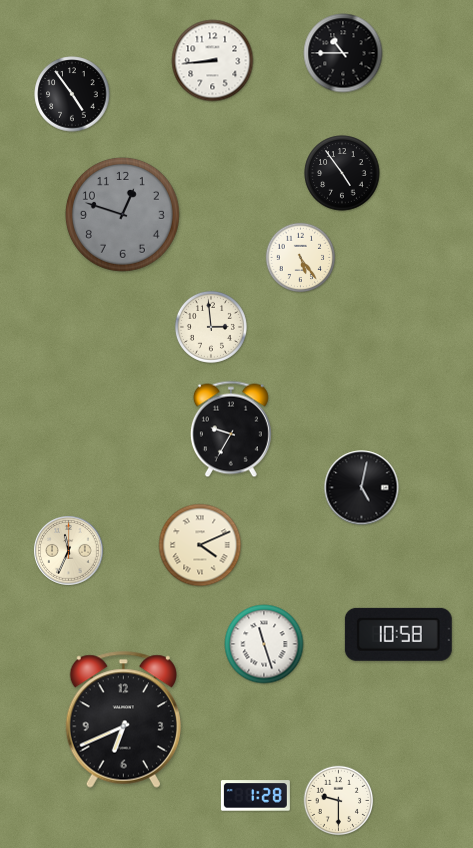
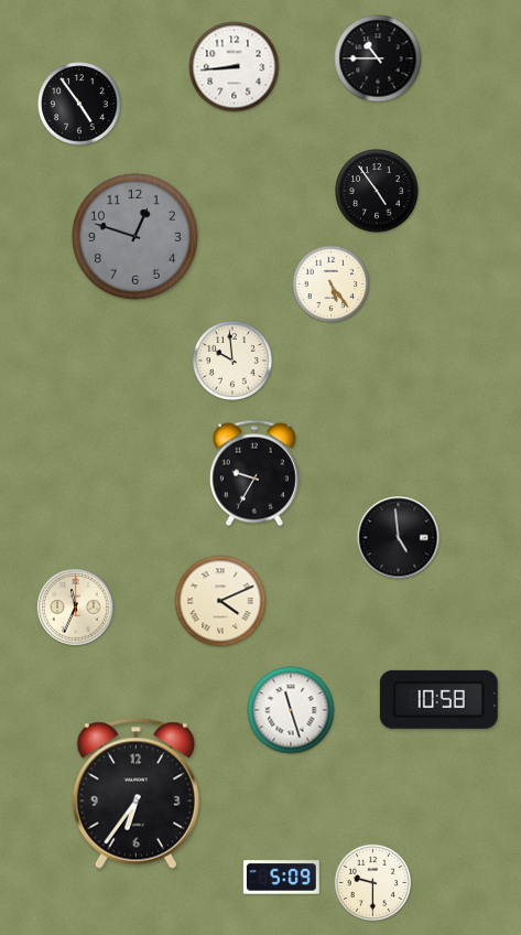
clock at (211, 327): 2:59 -> 9:59
clock at (362, 488): 5:02 -> 4:59
clock at (123, 719): 6:41 -> 6:36
clock at (255, 796): 1:28 -> 5:09
